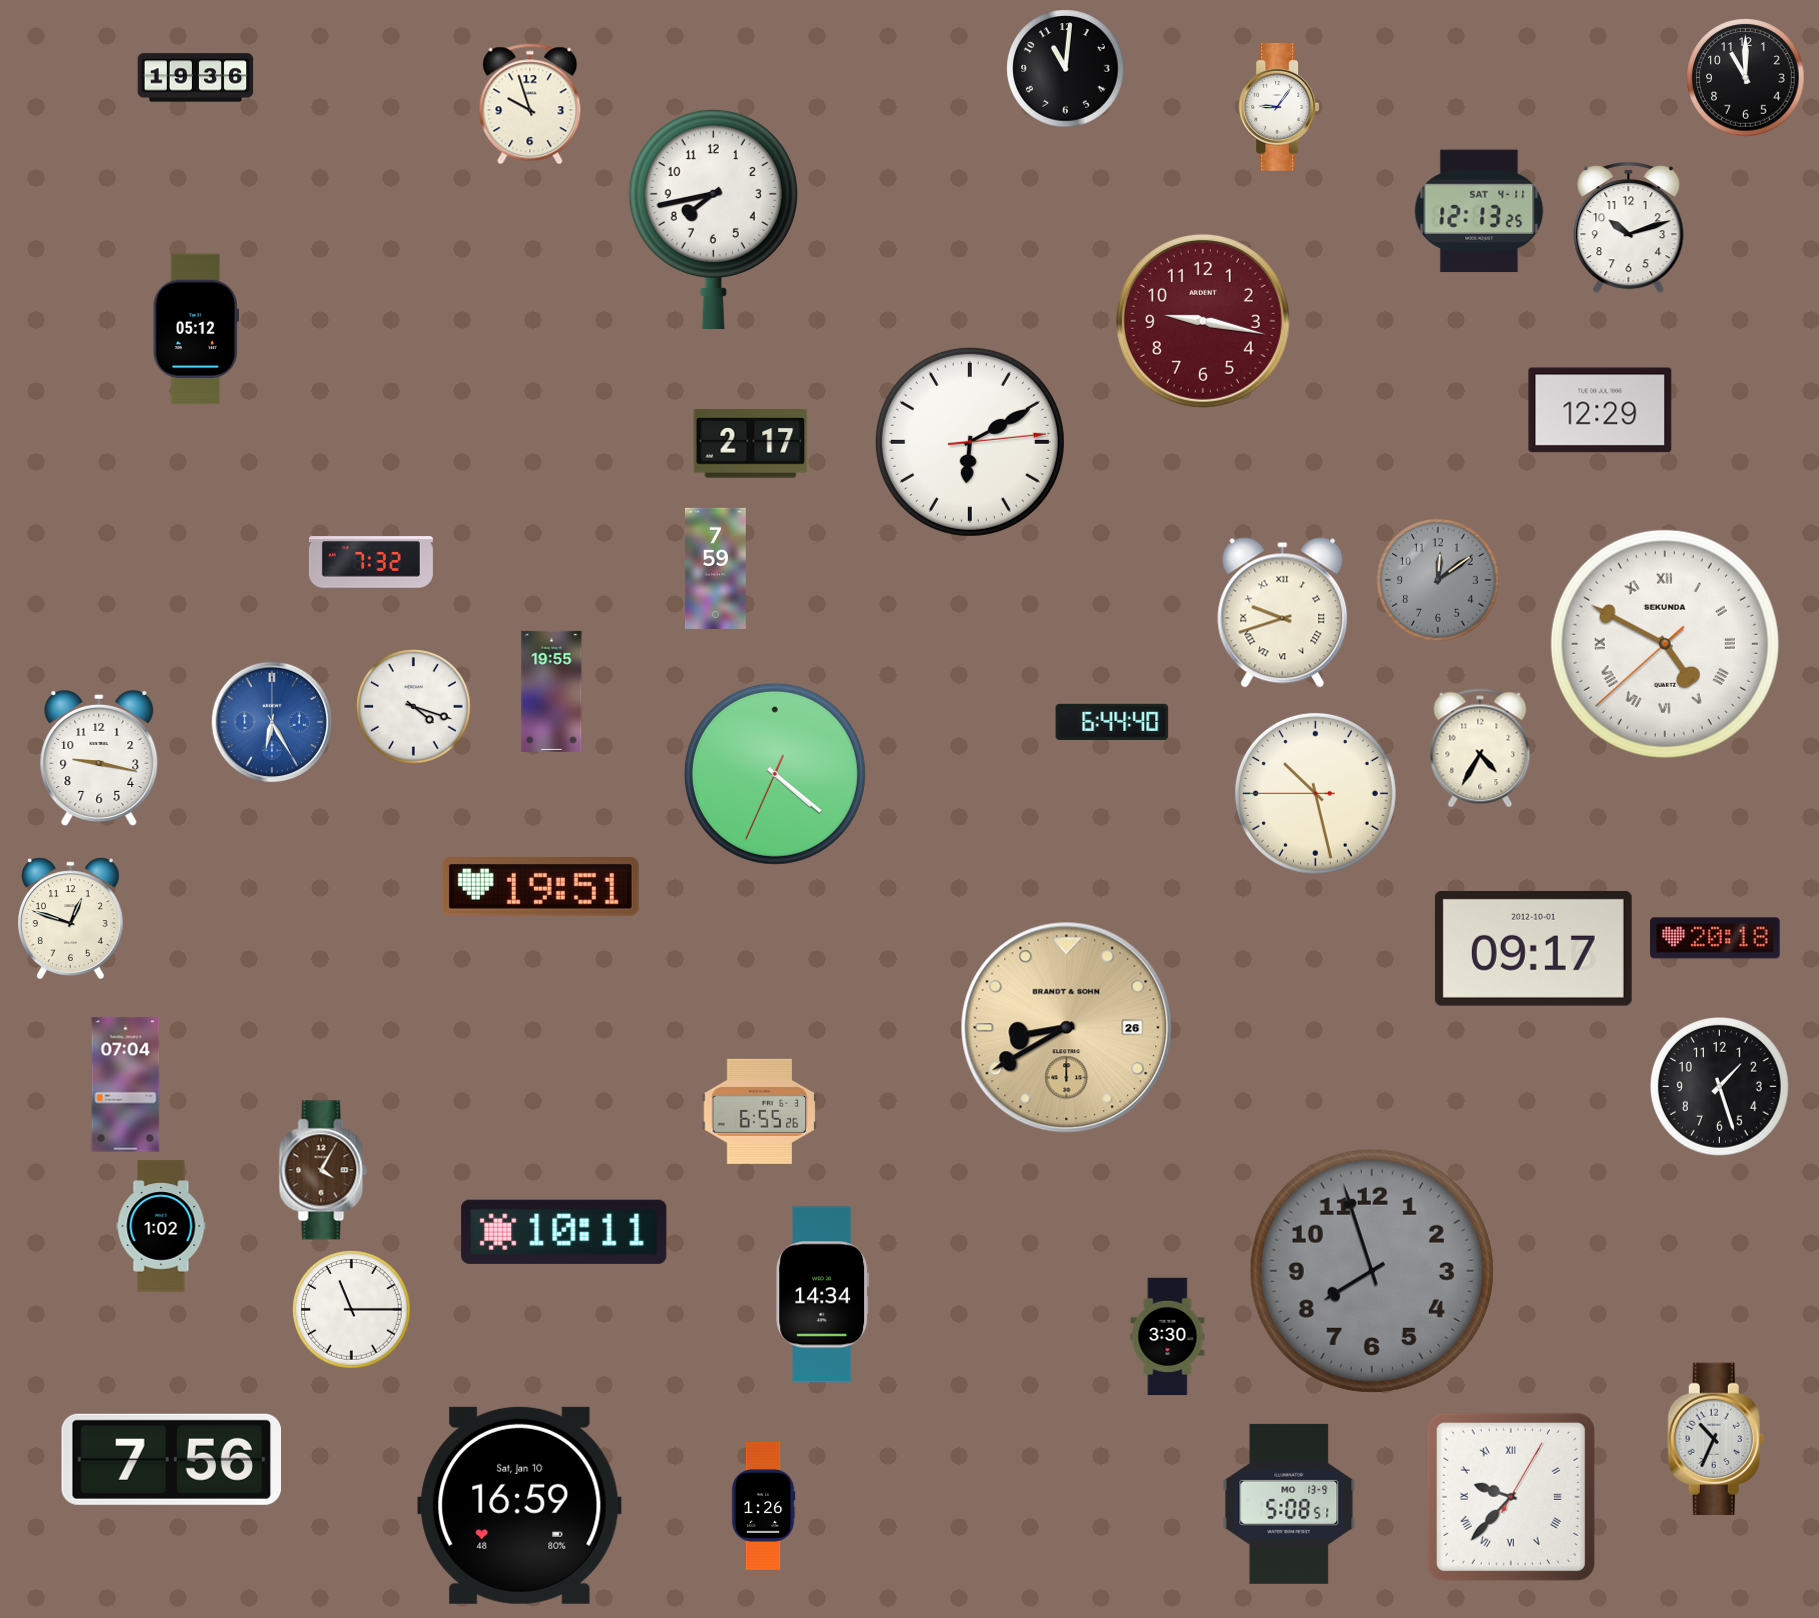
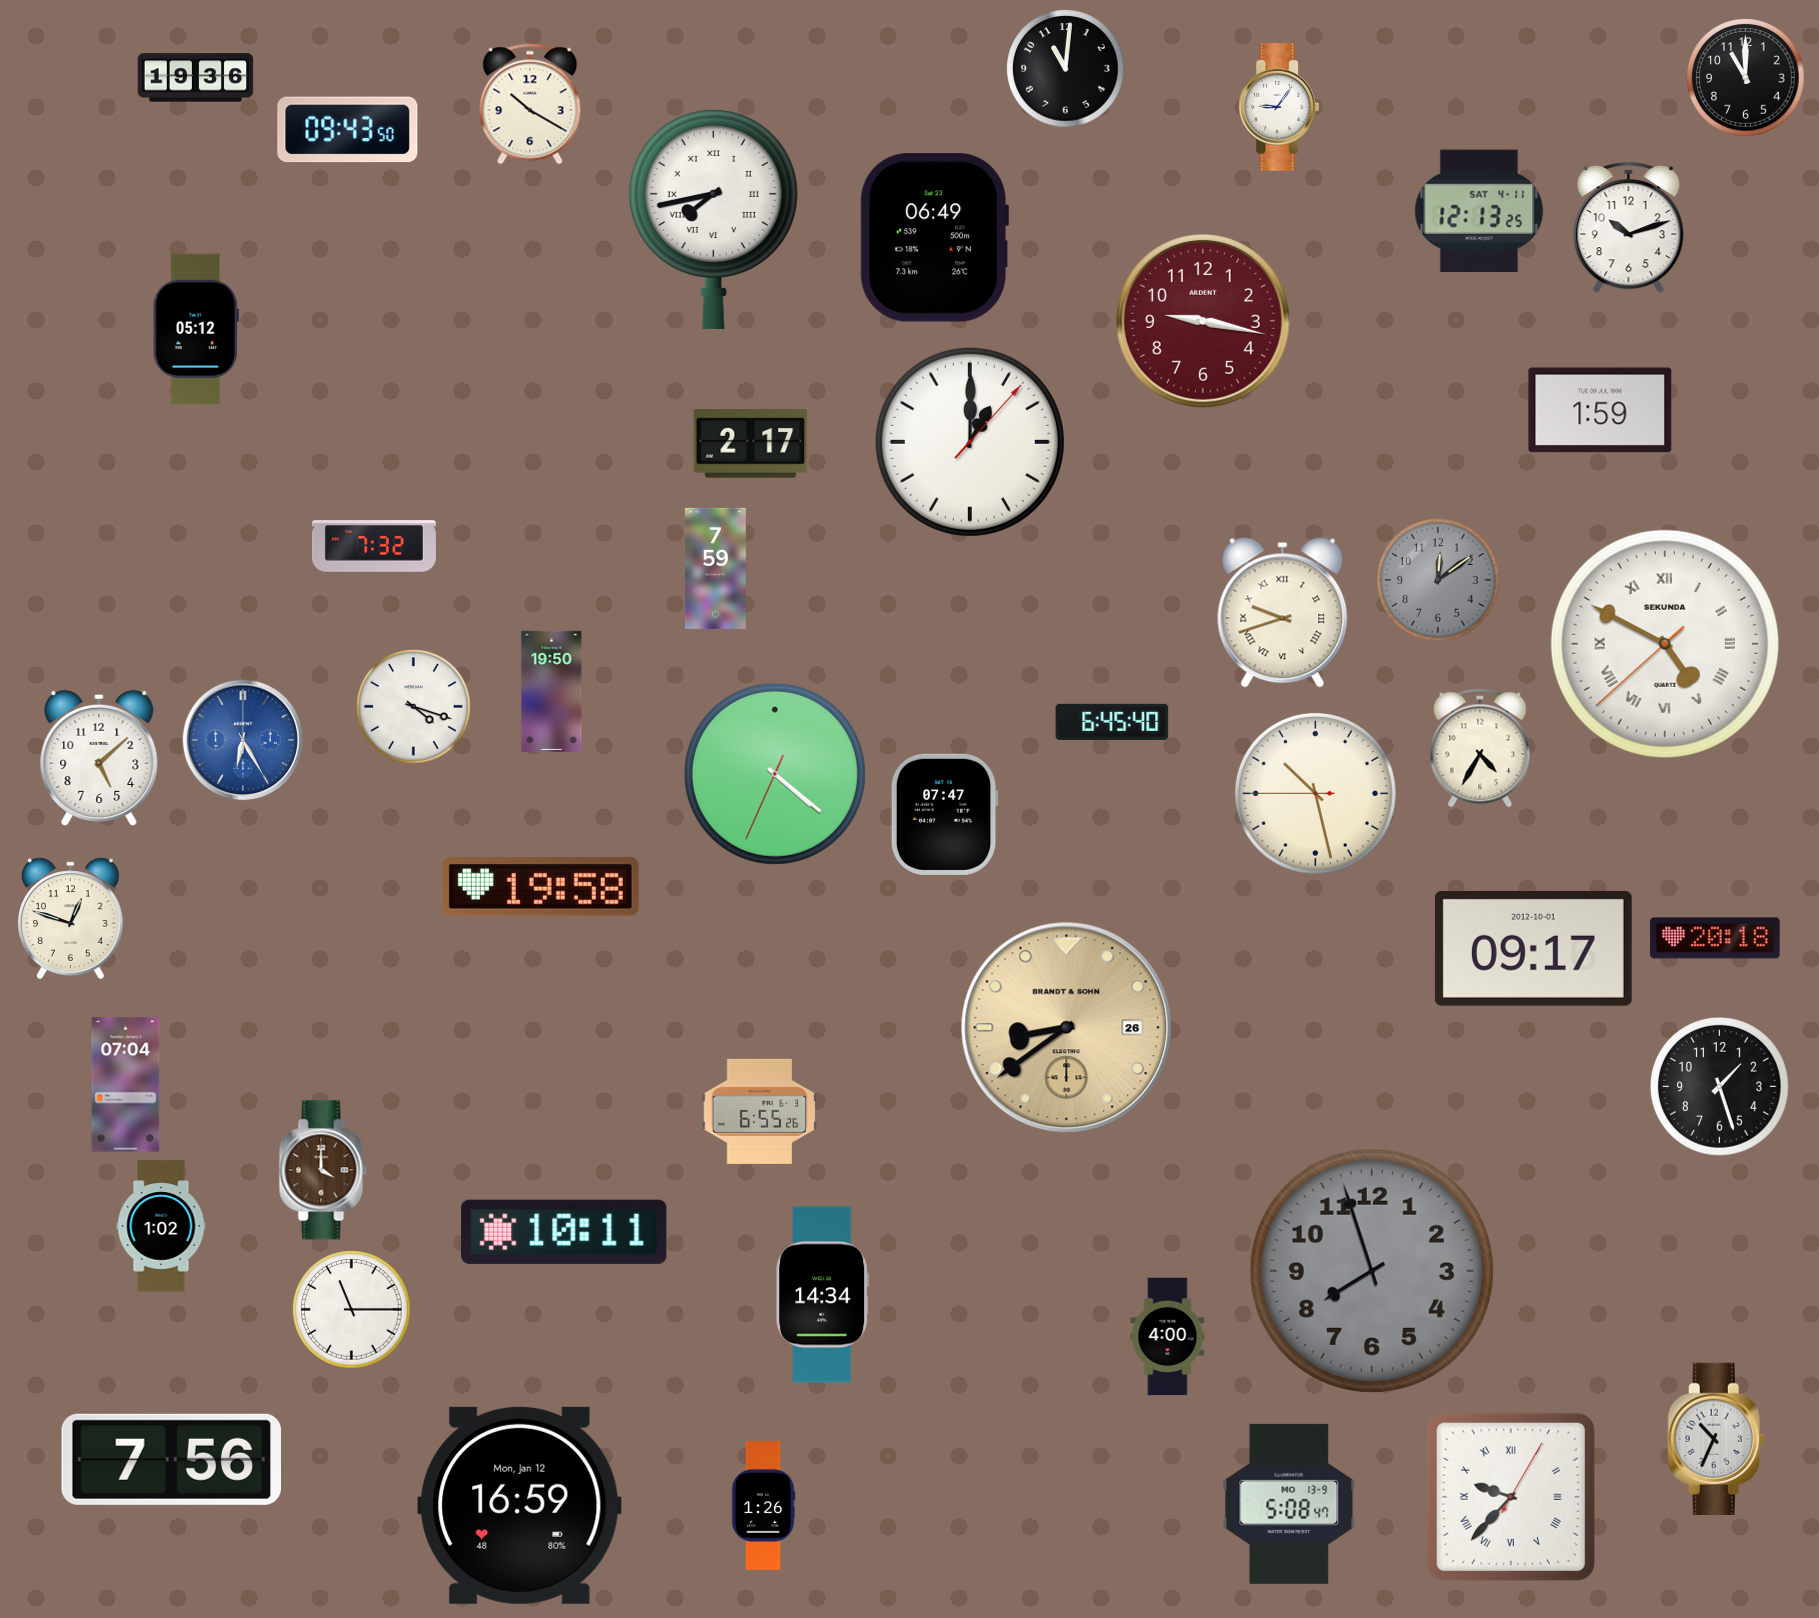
clock at (530, 104): 9:57 -> 10:20
clock at (348, 130): none -> 09:43
clock at (713, 219) numerals: Arabic -> Roman
clock at (934, 238): none -> 06:49
clock at (1600, 410): 12:29 -> 1:59
clock at (970, 442): 6:10 -> 1:00
clock at (371, 562) position: (371, 562) -> (374, 546)
clock at (552, 691): 19:55 -> 19:50
clock at (272, 722) position: (272, 722) -> (243, 740)
clock at (1112, 722): 6:44 -> 6:45
clock at (99, 758): 9:17 -> 5:08
clock at (944, 814): none -> 07:47
clock at (540, 887): 19:51 -> 19:58
clock at (1067, 1028): 8:40 -> 8:39
clock at (323, 1170): 4:05 -> 4:00
clock at (1168, 1337): 3:30 -> 4:00
clock at (1289, 1504): 5:08:51 -> 5:08:47
clock at (520, 1505) date: Sat, Jan 10 -> Mon, Jan 12
